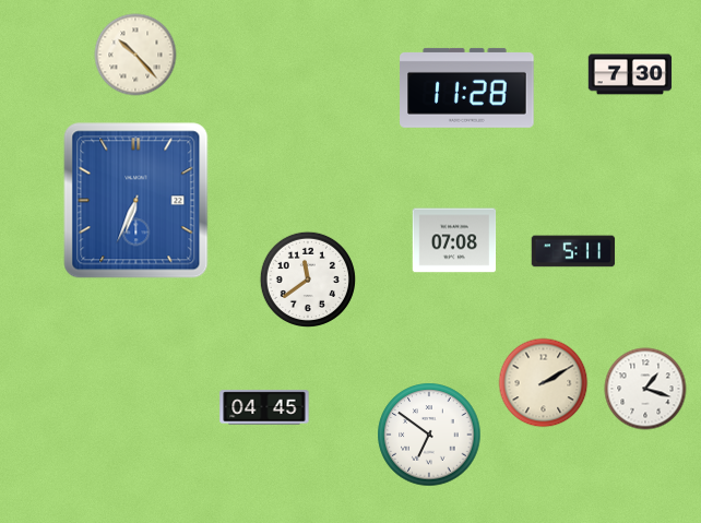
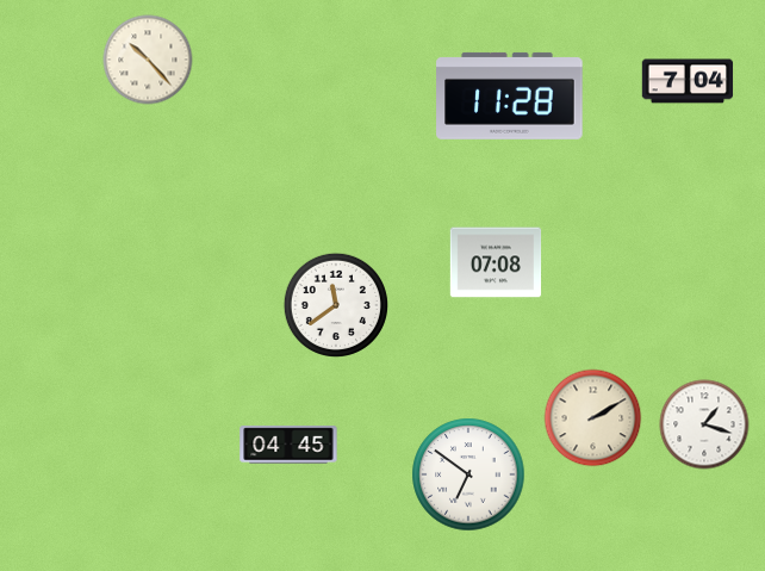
clock at (630, 74): 7:30 -> 7:04
clock at (136, 201): 6:34 -> none
clock at (573, 251): 5:11 -> none
